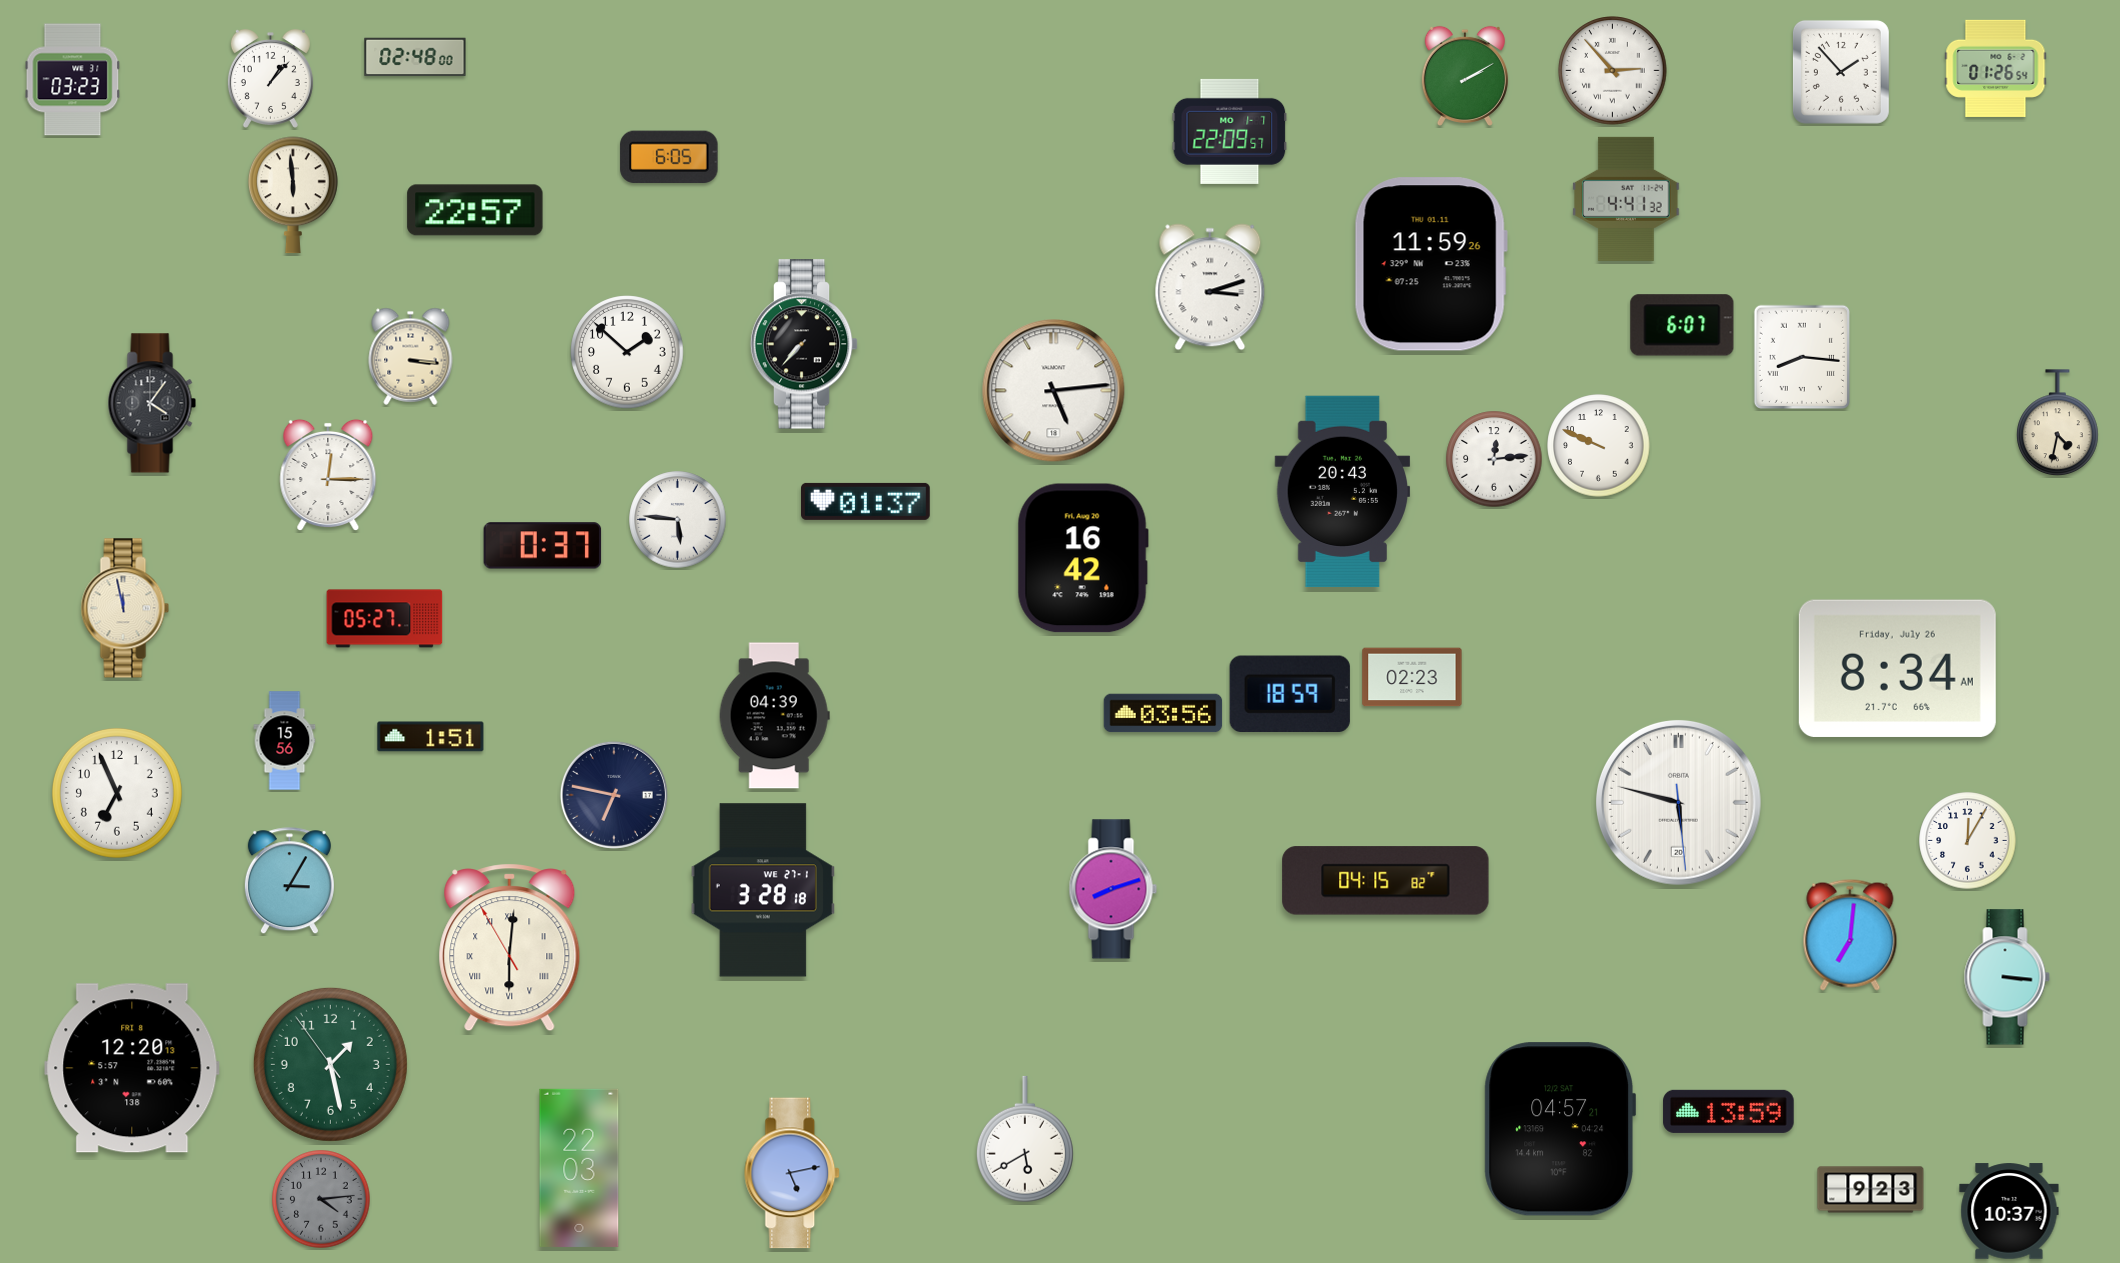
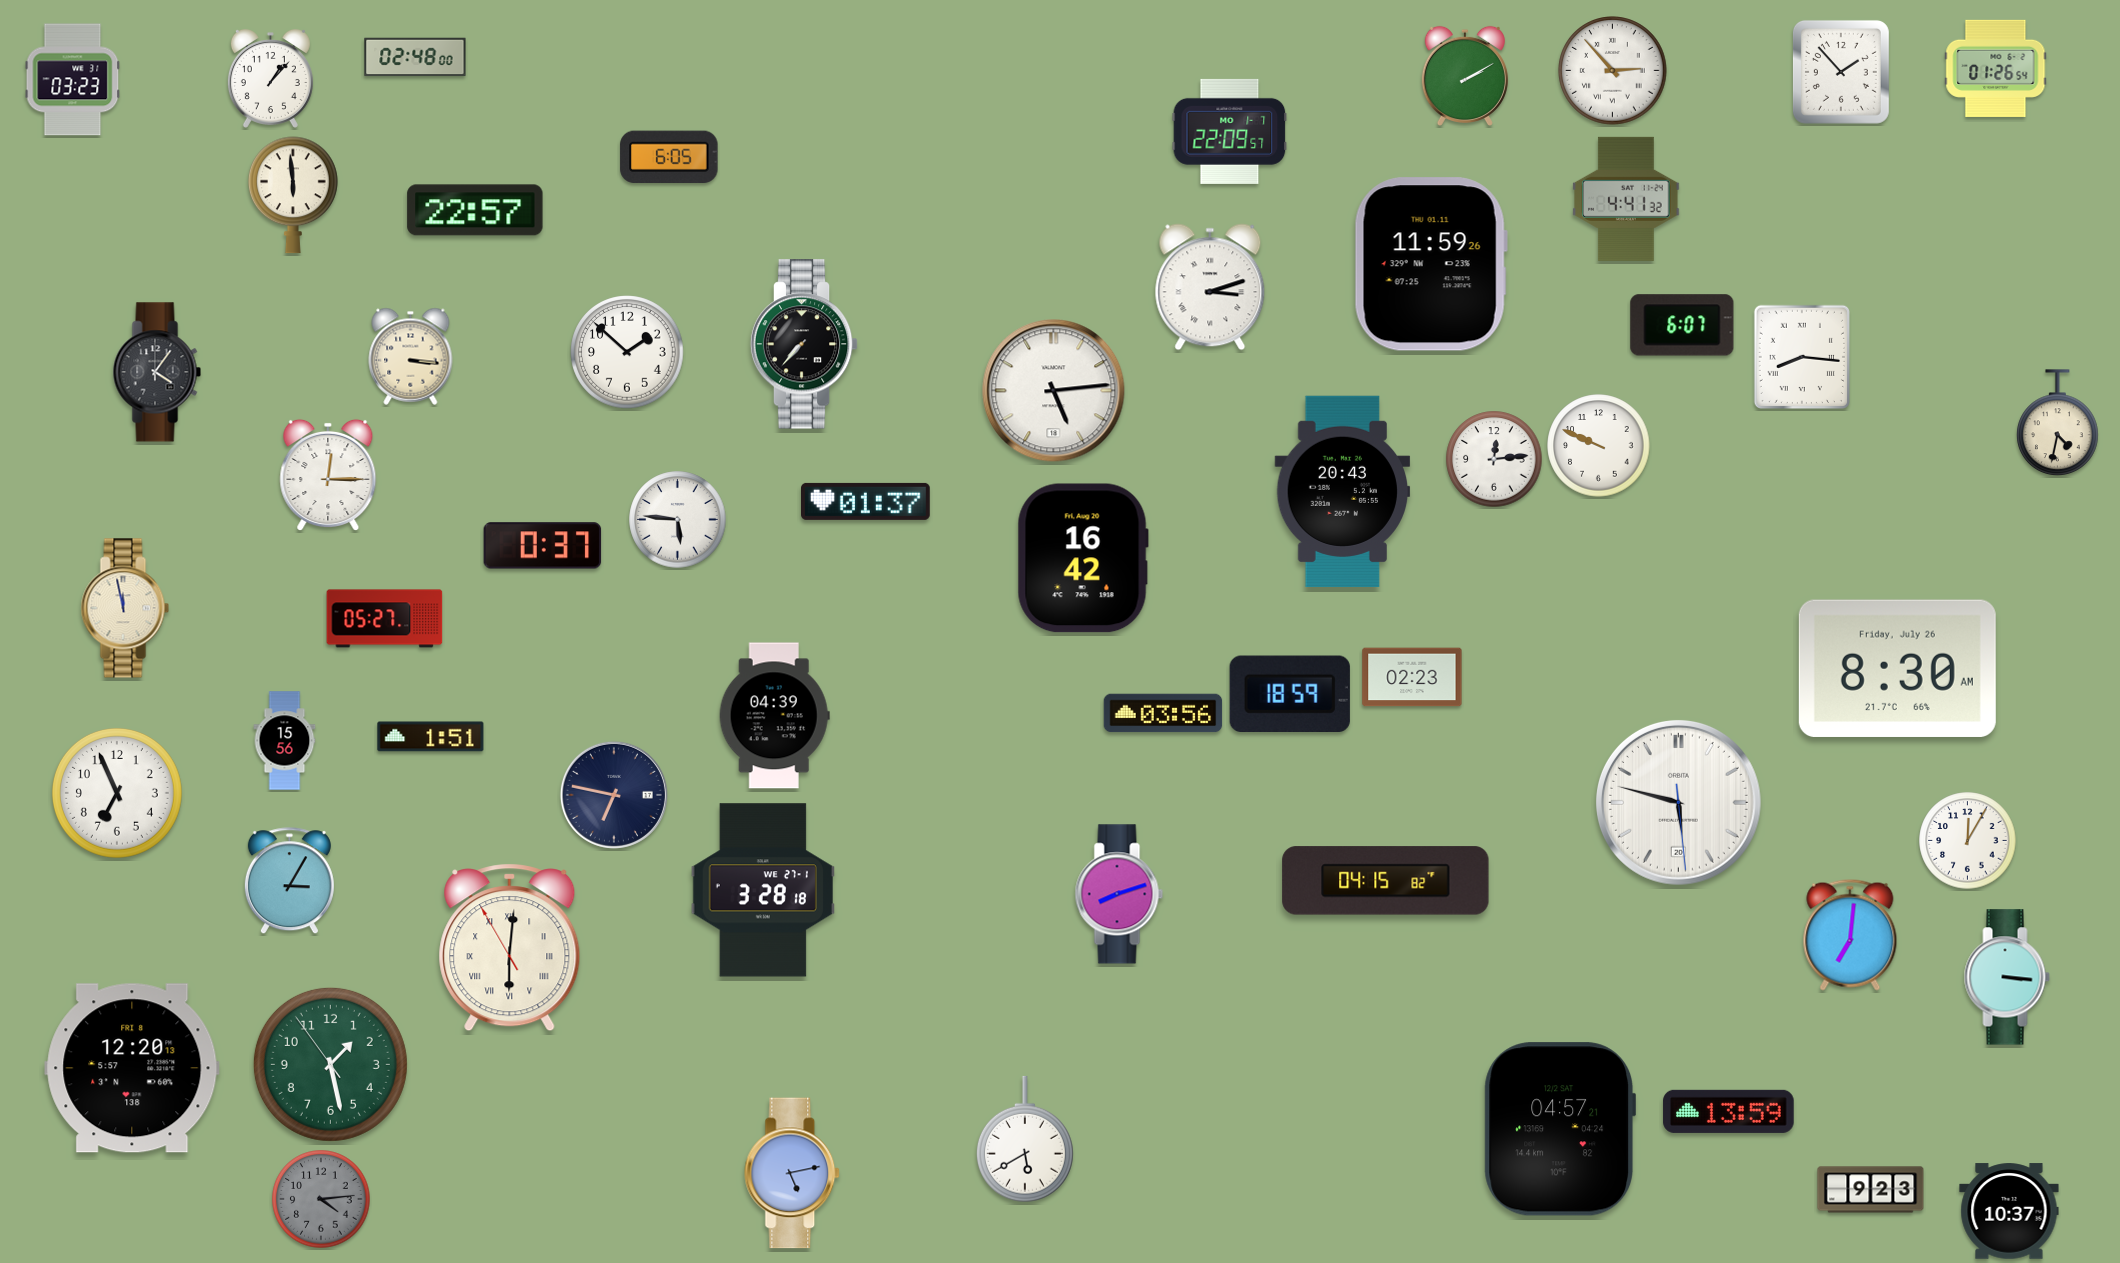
clock at (152, 403) position: (152, 403) -> (157, 372)
clock at (1897, 668): 8:34 -> 8:30
clock at (1113, 889) position: (1113, 889) -> (1119, 894)
clock at (579, 1168): 22:03 -> none
